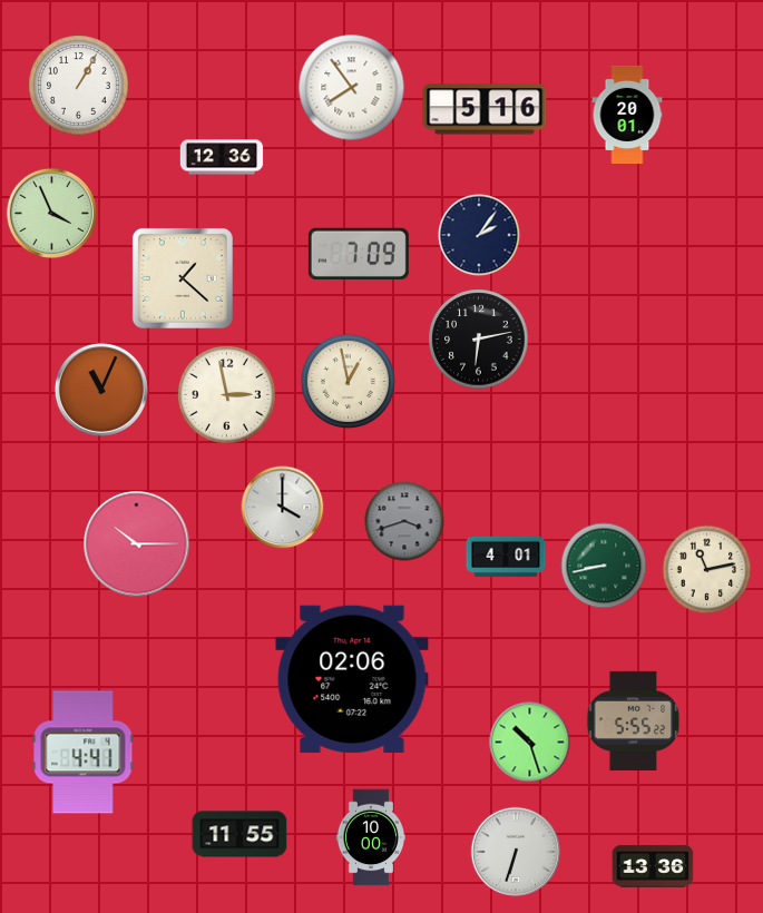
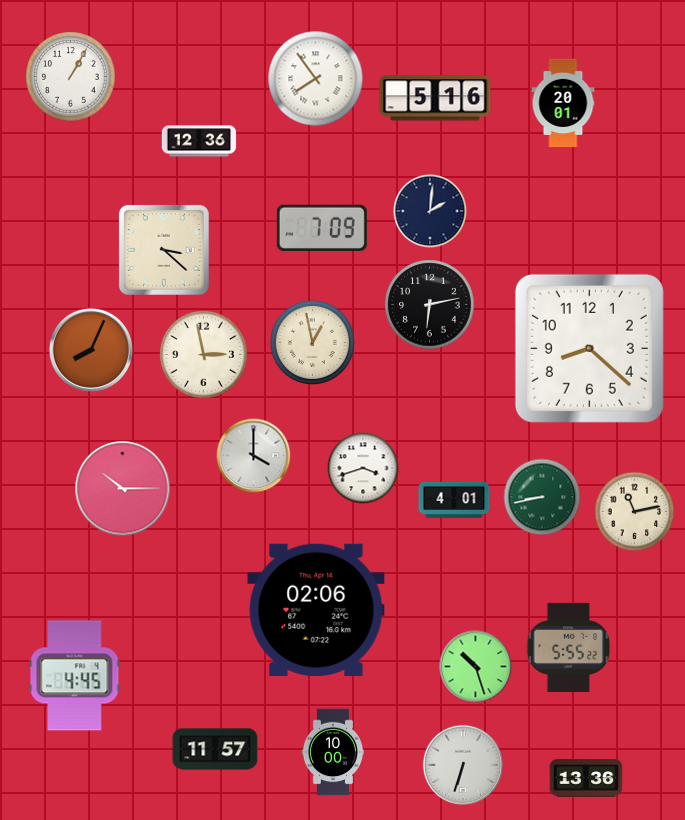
clock at (51, 213): 3:56 -> none
clock at (479, 235): 2:06 -> 2:01
clock at (183, 278): 1:22 -> 3:22
clock at (589, 348): none -> 8:22
clock at (101, 390): 11:04 -> 8:04
clock at (404, 521) dial: grey -> white
clock at (604, 566) position: (604, 566) -> (542, 497)
clock at (84, 753): 4:41 -> 4:45
clock at (239, 834): 11:55 -> 11:57
